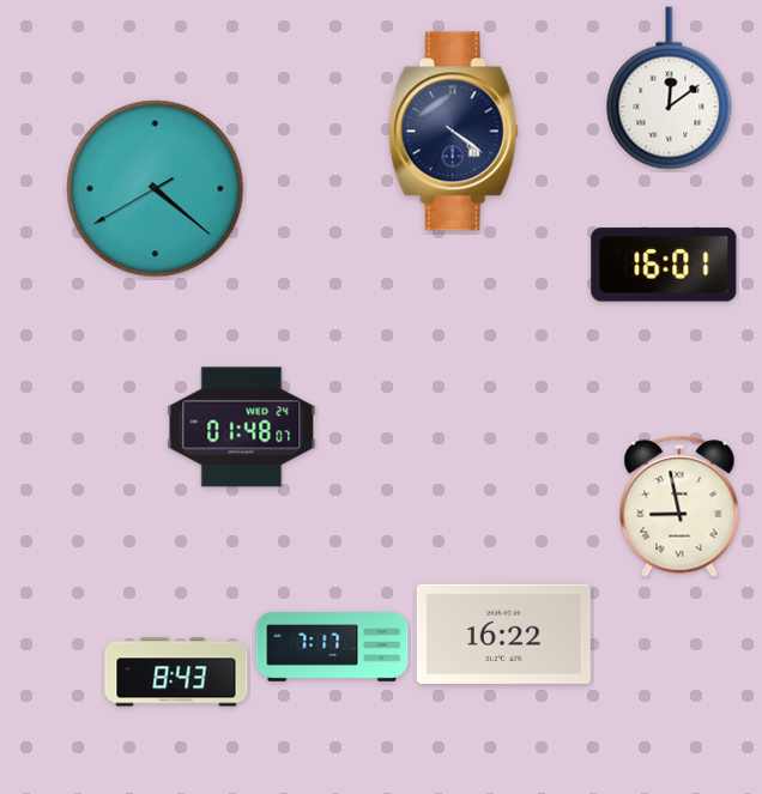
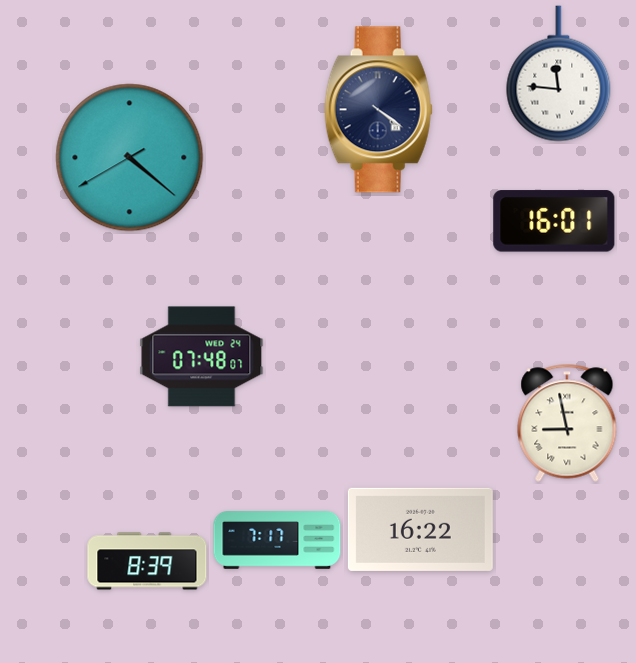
clock at (670, 89): 12:09 -> 11:46
clock at (242, 428): 01:48 -> 07:48
clock at (176, 672): 8:43 -> 8:39
